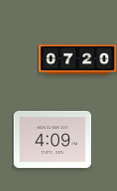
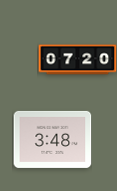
clock at (52, 139): 4:09 -> 3:48
